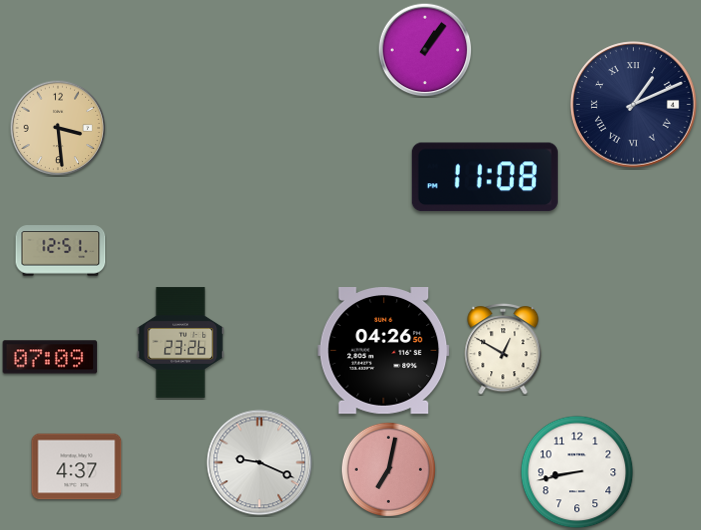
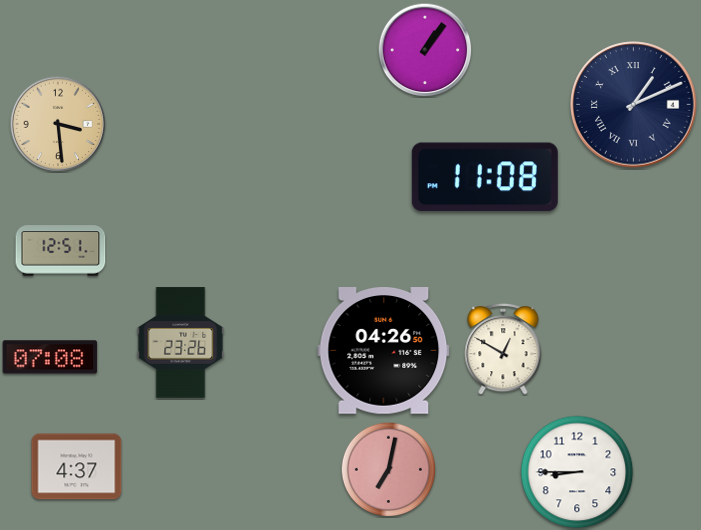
clock at (58, 128) position: (58, 128) -> (58, 124)
clock at (50, 357): 07:09 -> 07:08
clock at (260, 463): 9:19 -> none
clock at (577, 472): 8:43 -> 8:45
